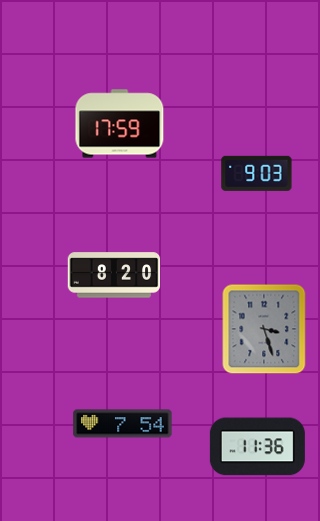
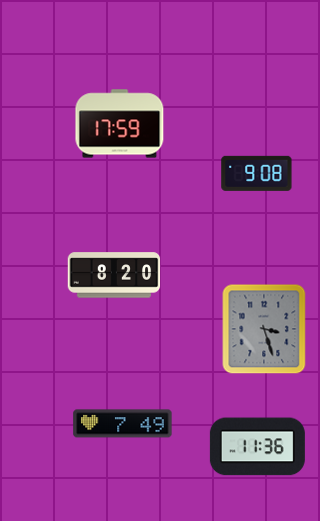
clock at (257, 173): 9:03 -> 9:08
clock at (123, 424): 7:54 -> 7:49
